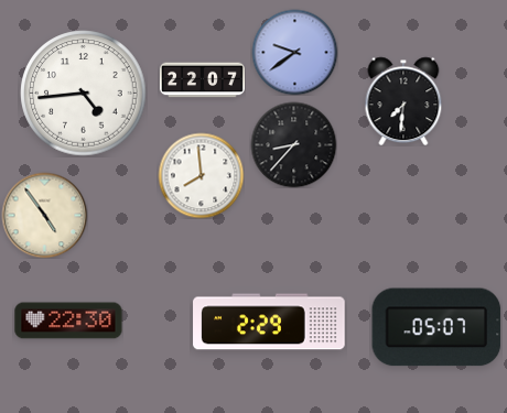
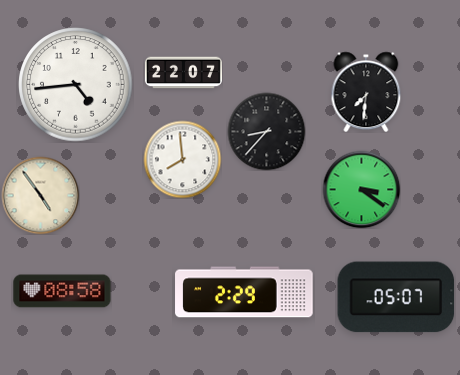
clock at (294, 52): 9:39 -> none
clock at (361, 189): none -> 3:21
clock at (68, 320): 22:30 -> 08:58
